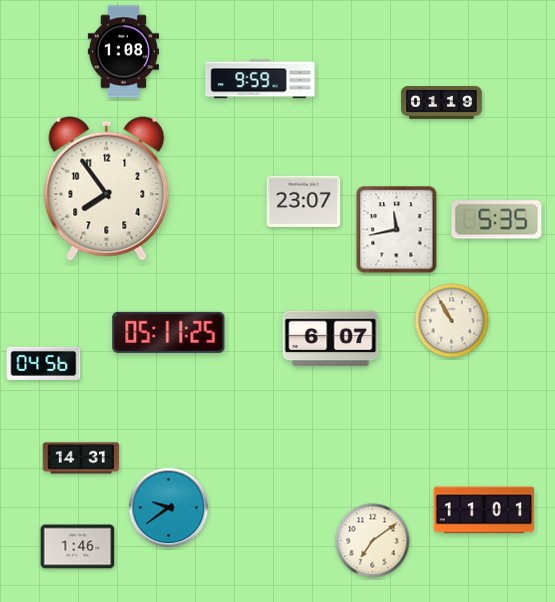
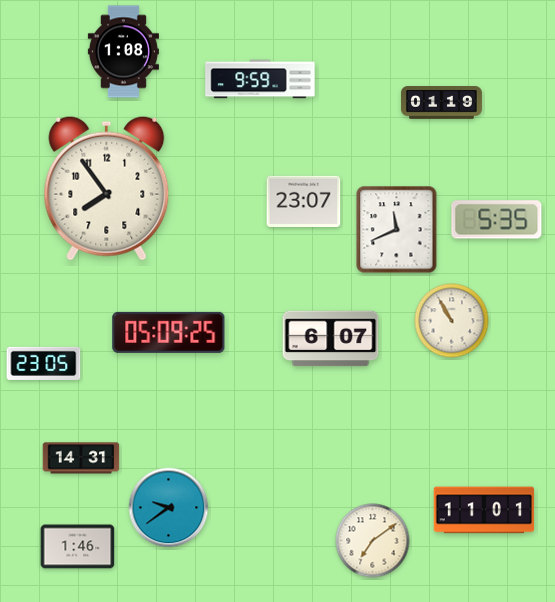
clock at (397, 230): 11:43 -> 11:41
clock at (169, 332): 05:11 -> 05:09
clock at (44, 363): 04:56 -> 23:05
